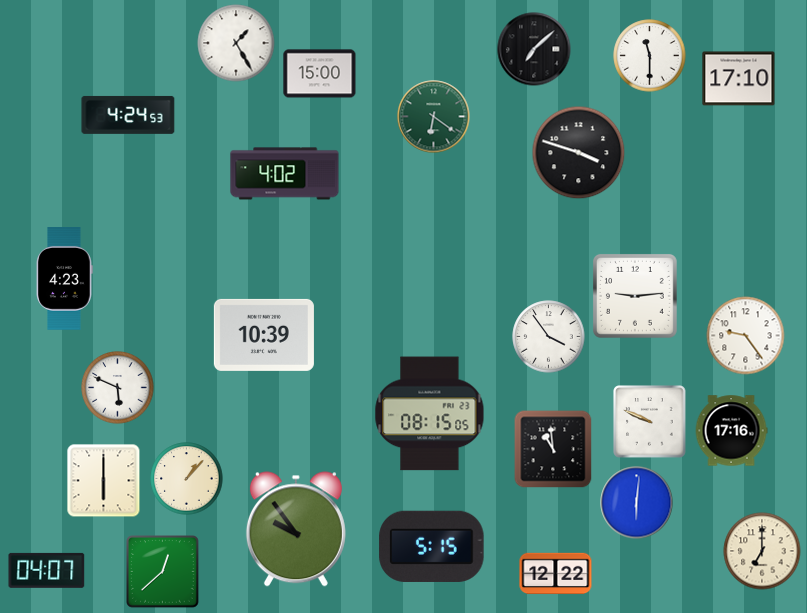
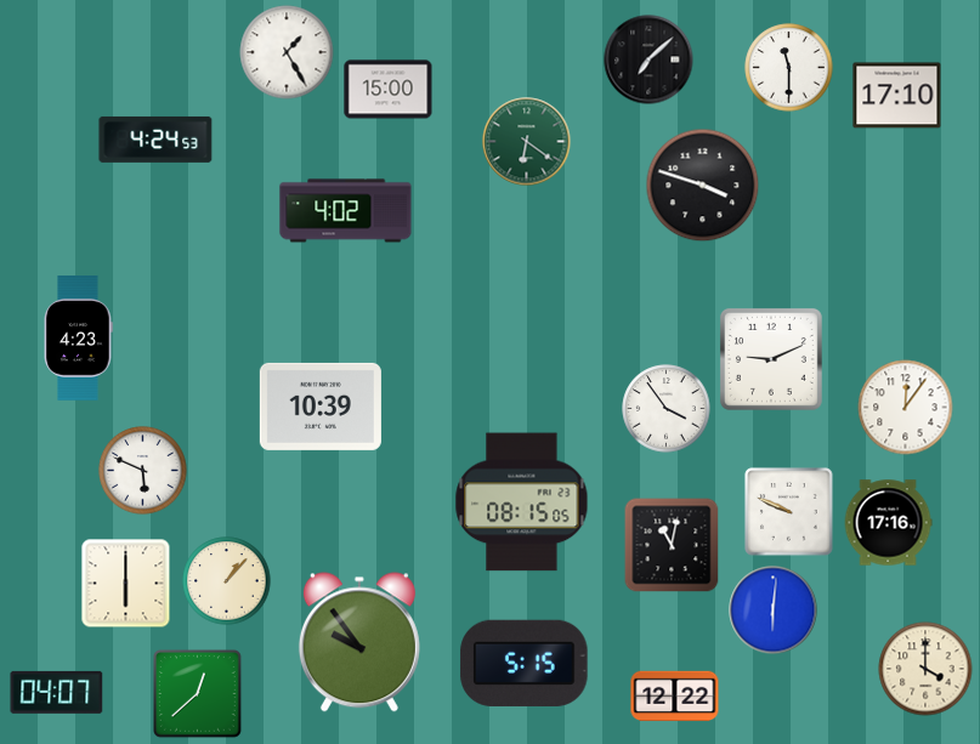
clock at (635, 296): 9:14 -> 9:11
clock at (746, 336): 9:24 -> 12:06
clock at (553, 449): 10:59 -> 11:02
clock at (762, 551): 7:00 -> 4:00
